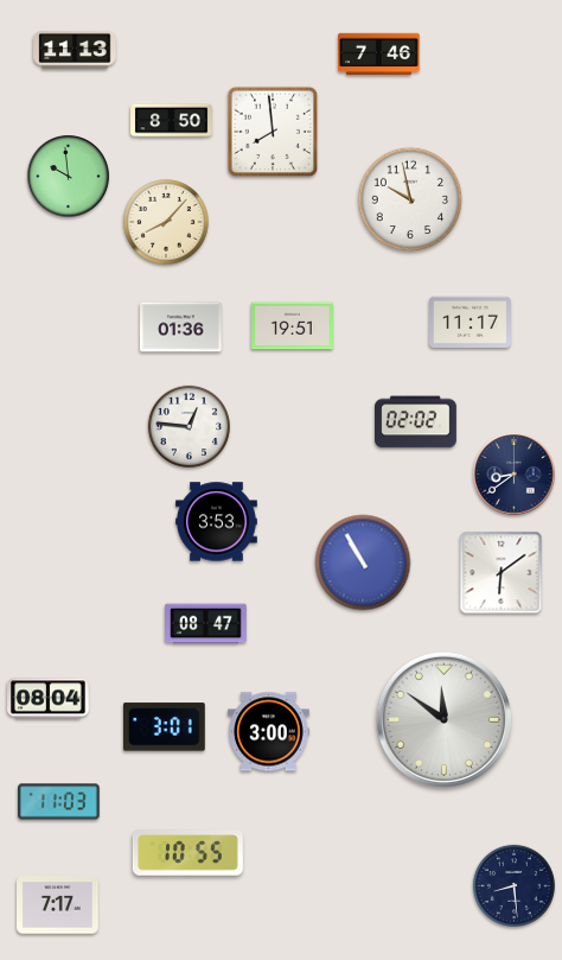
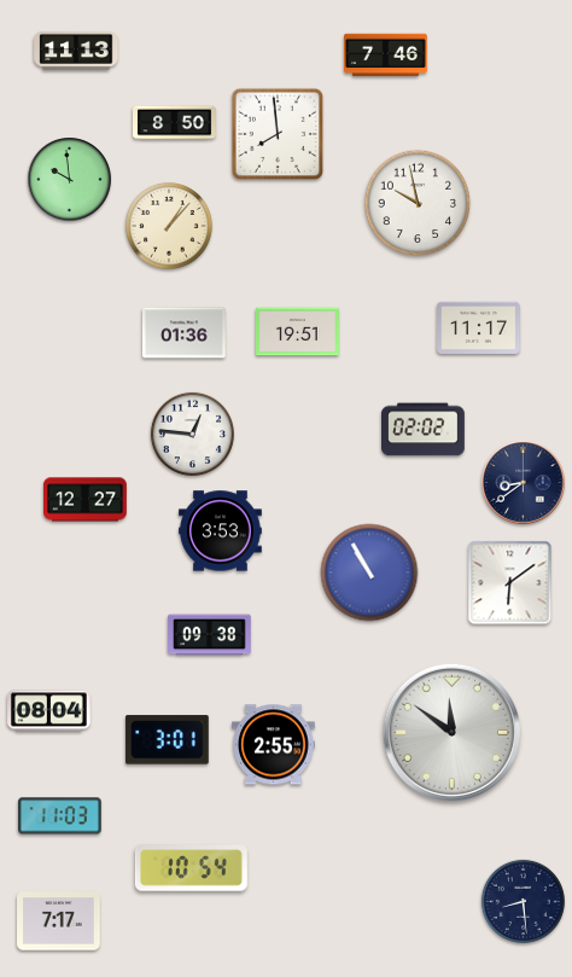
clock at (167, 223): 8:07 -> 1:07
clock at (86, 500): none -> 12:27
clock at (206, 624): 08:47 -> 09:38
clock at (269, 732): 3:00 -> 2:55
clock at (187, 853): 10:55 -> 10:54
